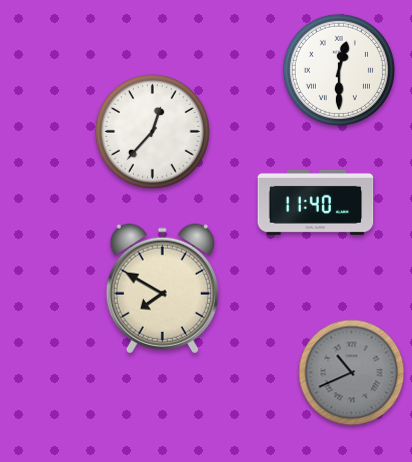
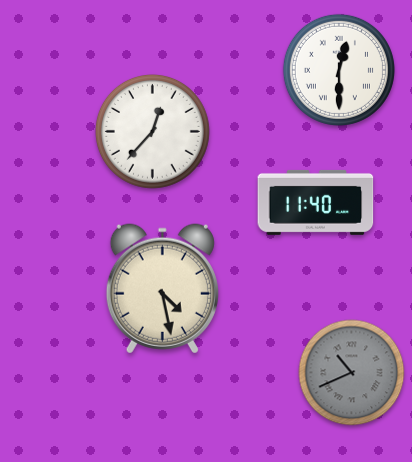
clock at (162, 289): 7:50 -> 4:28
